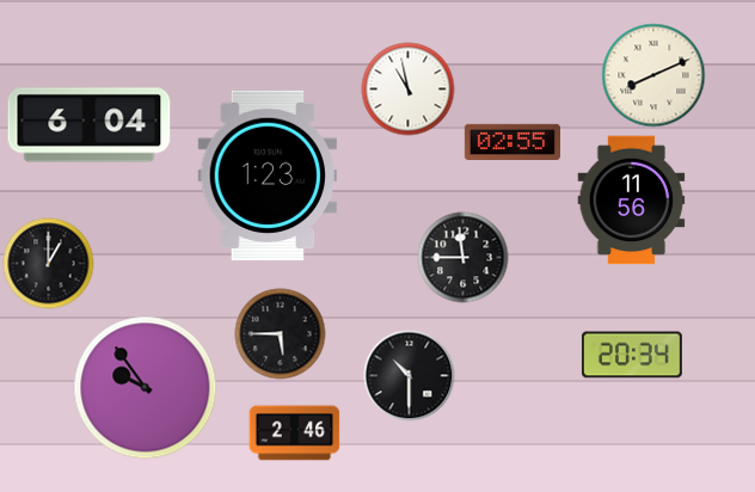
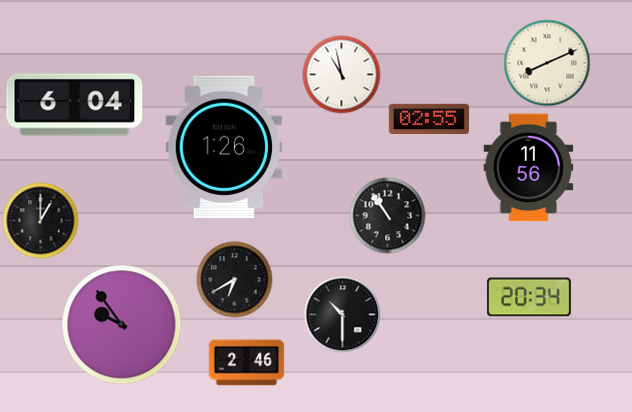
clock at (268, 174): 1:23 -> 1:26
clock at (464, 258): 11:45 -> 10:54
clock at (281, 334): 5:45 -> 6:40
